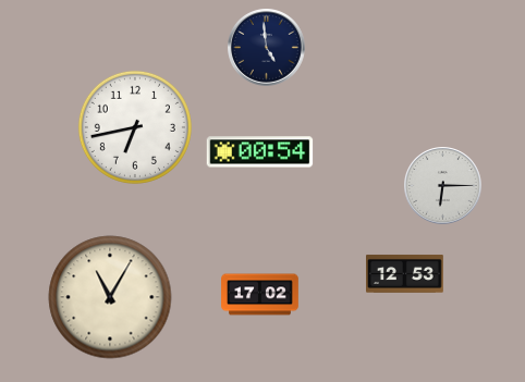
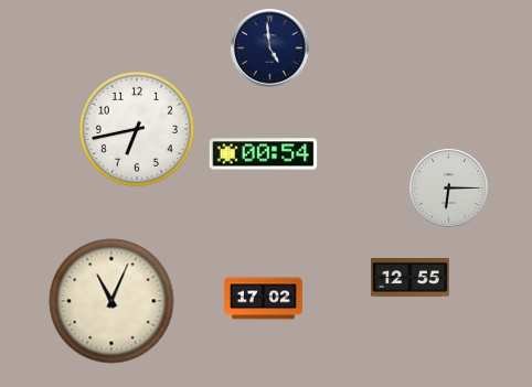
clock at (405, 274): 12:53 -> 12:55
clock at (110, 297): 11:05 -> 11:04
